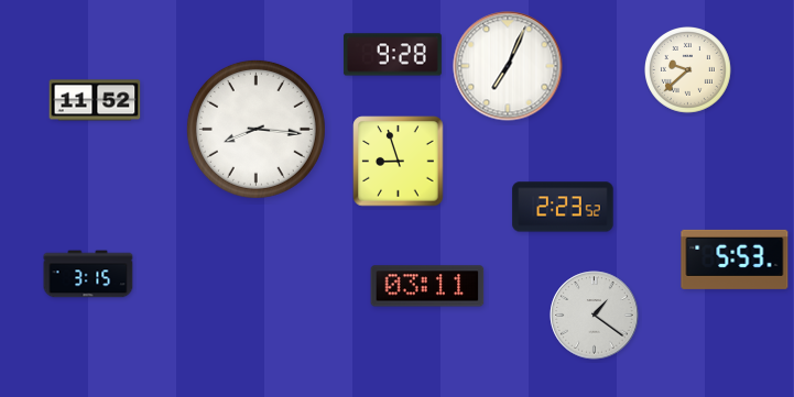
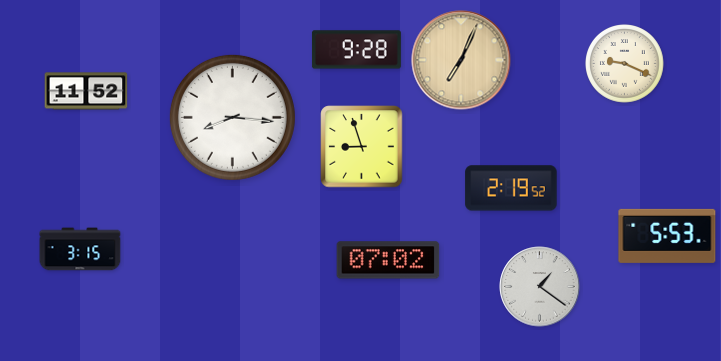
clock at (508, 66) dial: white -> champagne
clock at (688, 70): 9:38 -> 9:19
clock at (563, 207): 2:23 -> 2:19
clock at (427, 286): 03:11 -> 07:02
